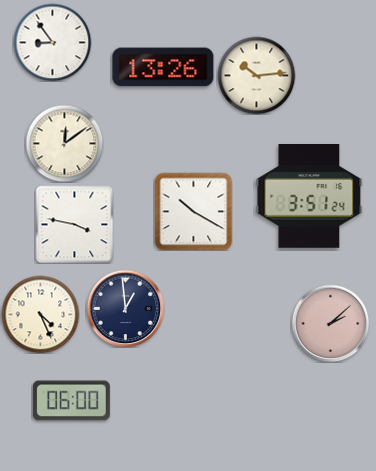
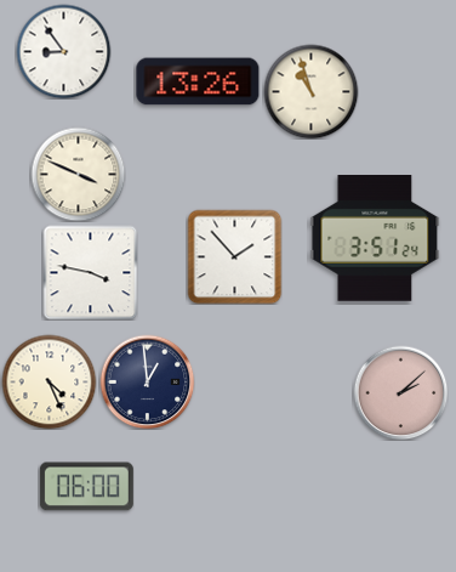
clock at (256, 75): 10:14 -> 10:57
clock at (64, 143): 12:09 -> 3:49
clock at (193, 211): 10:20 -> 1:53
clock at (125, 308) position: (125, 308) -> (147, 381)
